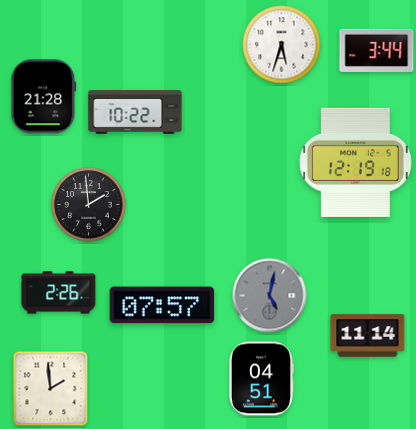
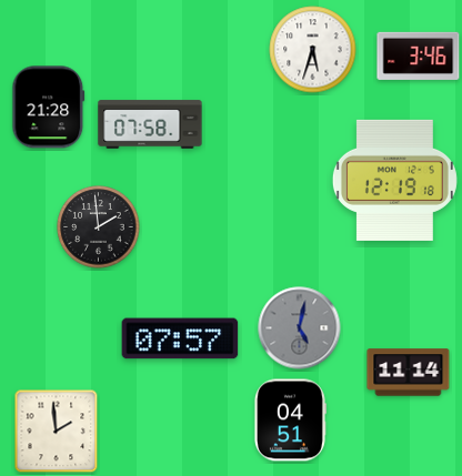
clock at (377, 50): 3:44 -> 3:46
clock at (135, 112): 10:22 -> 07:58
clock at (59, 293): 2:26 -> none
